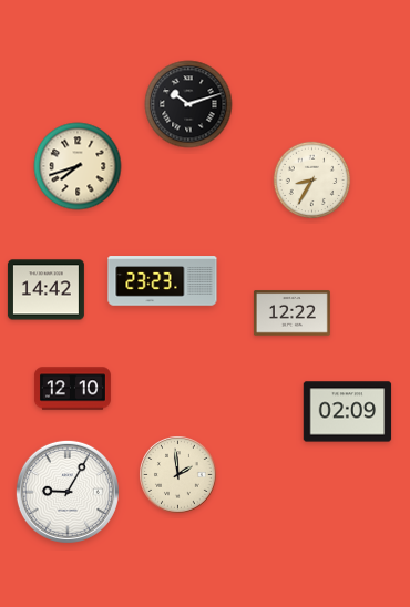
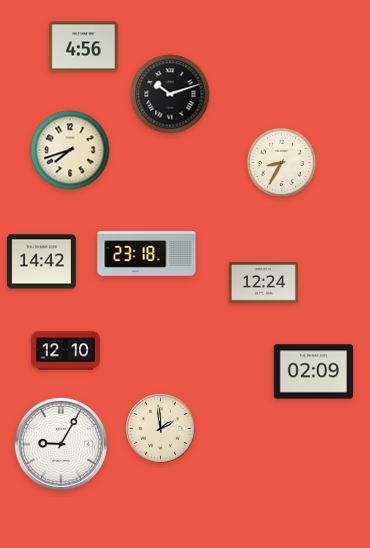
clock at (83, 47): none -> 4:56
clock at (163, 281): 23:23 -> 23:18
clock at (291, 313): 12:22 -> 12:24
